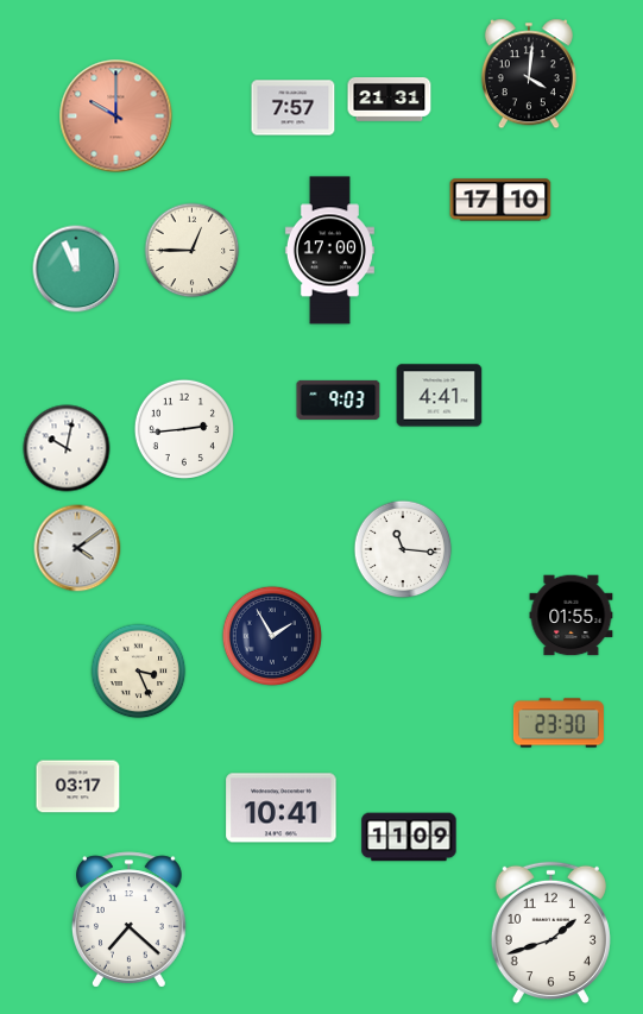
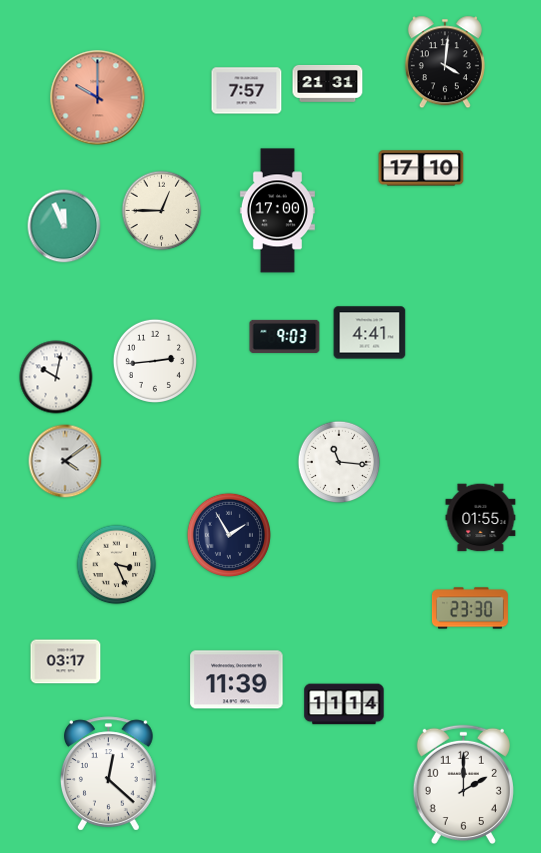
clock at (282, 808): 10:41 -> 11:39
clock at (409, 837): 11:09 -> 11:14
clock at (130, 920): 7:22 -> 12:22
clock at (550, 932): 1:42 -> 2:00
